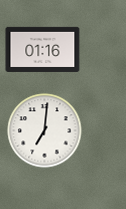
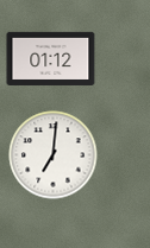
clock at (43, 49): 01:16 -> 01:12
